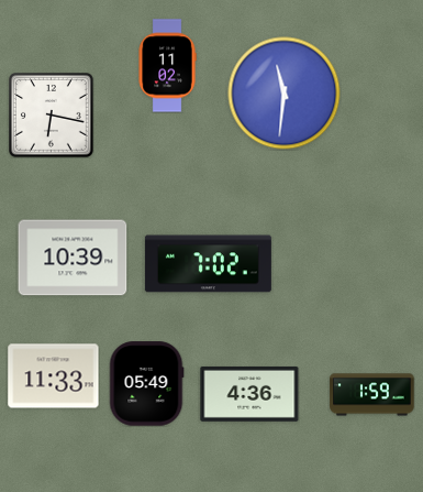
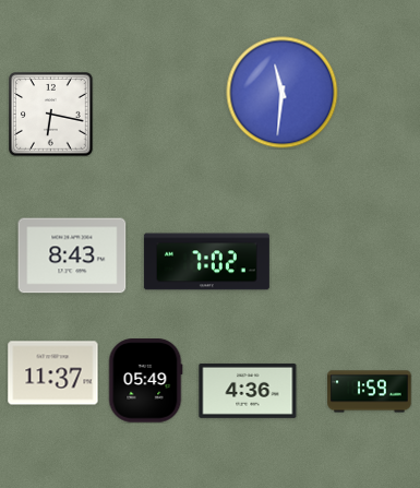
clock at (167, 66): 11:02 -> none
clock at (73, 258): 10:39 -> 8:43
clock at (54, 376): 11:33 -> 11:37
